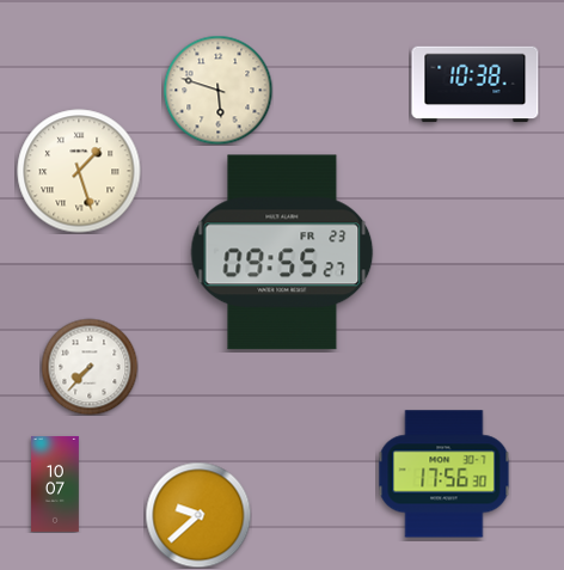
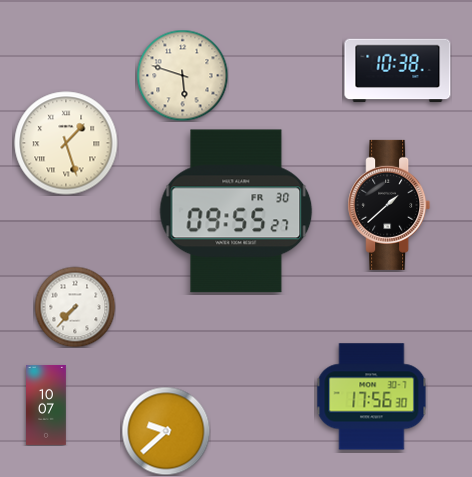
clock at (389, 205): none -> 1:38
clock at (282, 252) date: FR 23 -> FR 30
